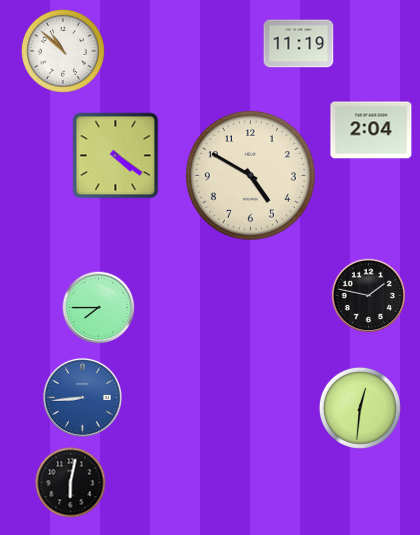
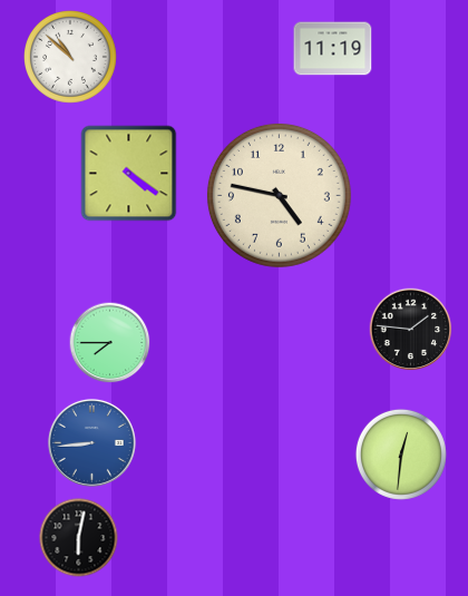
clock at (371, 130): 2:04 -> none
clock at (250, 175): 4:50 -> 4:47
clock at (369, 296): 1:47 -> 1:46
